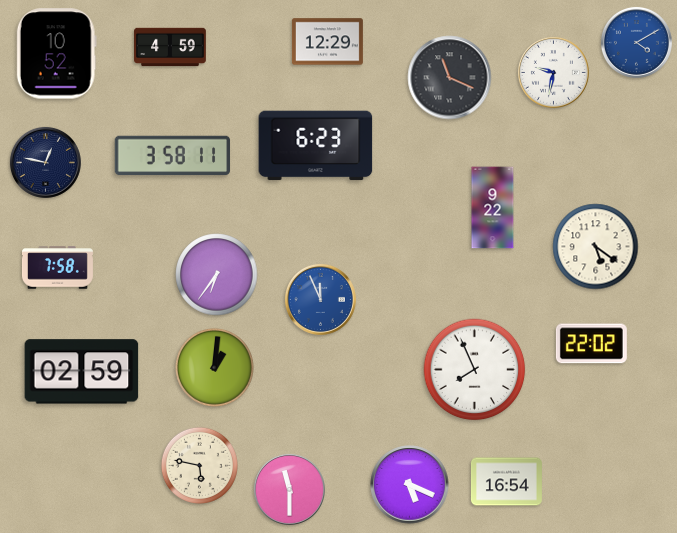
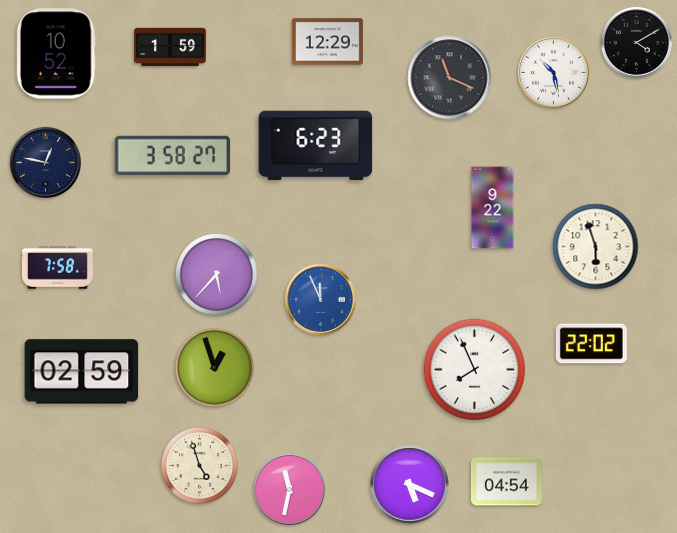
clock at (636, 42) dial: blue -> black
clock at (170, 47): 4:59 -> 1:59
clock at (553, 72): 9:32 -> 10:28
clock at (173, 156): 3:58:11 -> 3:58:27
clock at (596, 247): 5:21 -> 5:57
clock at (217, 275): 6:36 -> 5:37
clock at (214, 367): 1:01 -> 12:57
clock at (199, 465): 5:47 -> 4:57
clock at (506, 482): 16:54 -> 04:54
clock at (289, 489): 11:30 -> 11:32
